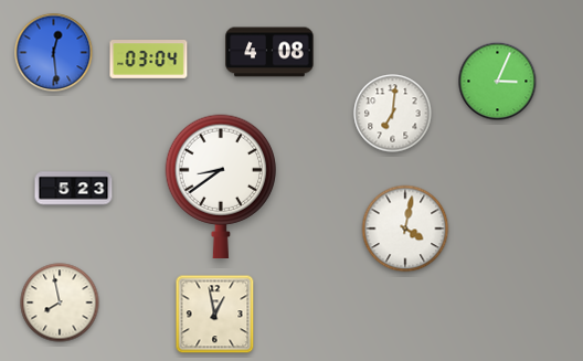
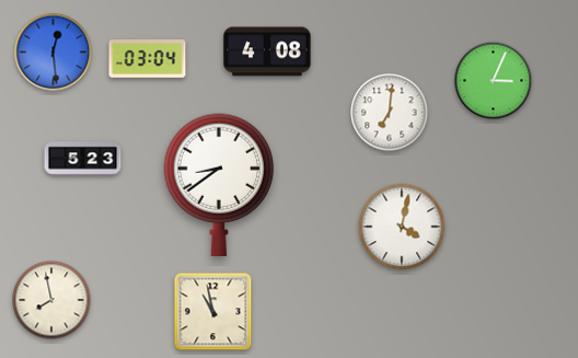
clock at (74, 189) position: (74, 189) -> (83, 159)
clock at (60, 302) position: (60, 302) -> (51, 300)
clock at (215, 315): 12:58 -> 10:58
